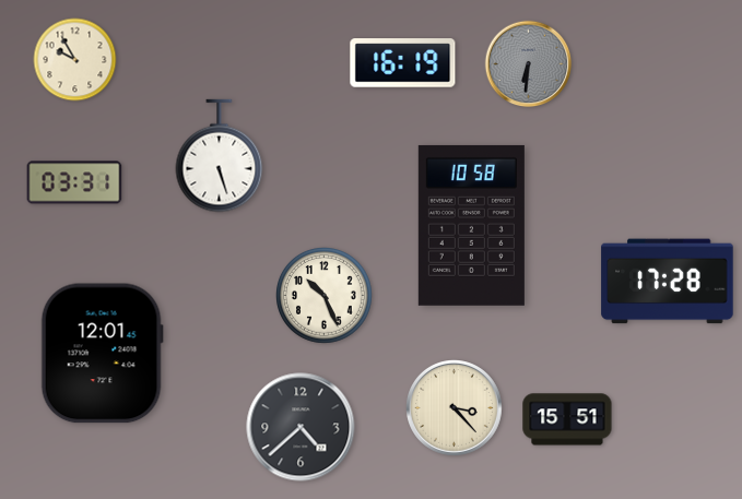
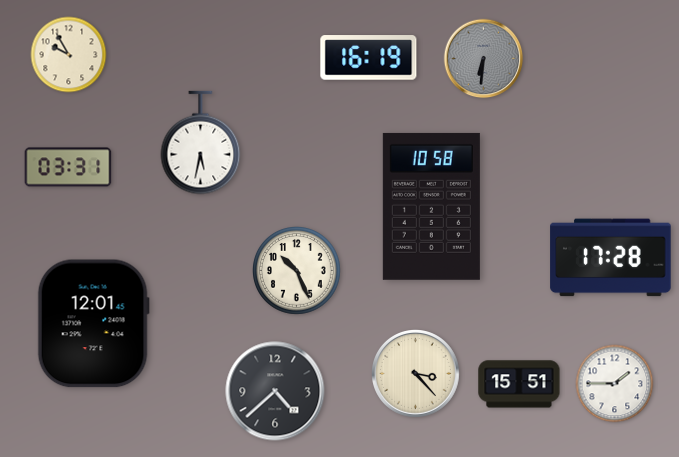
clock at (220, 156): 5:27 -> 5:32
clock at (615, 384): none -> 1:45
